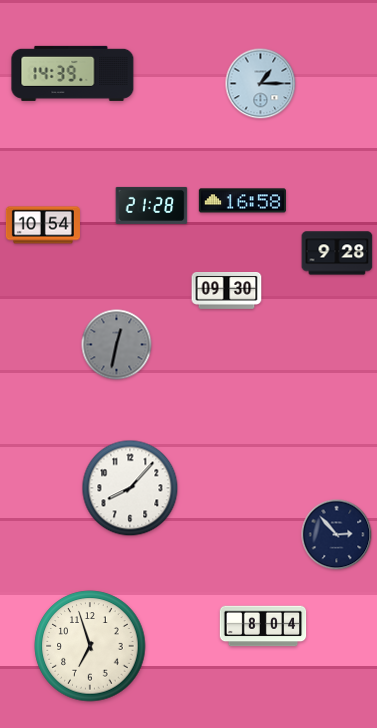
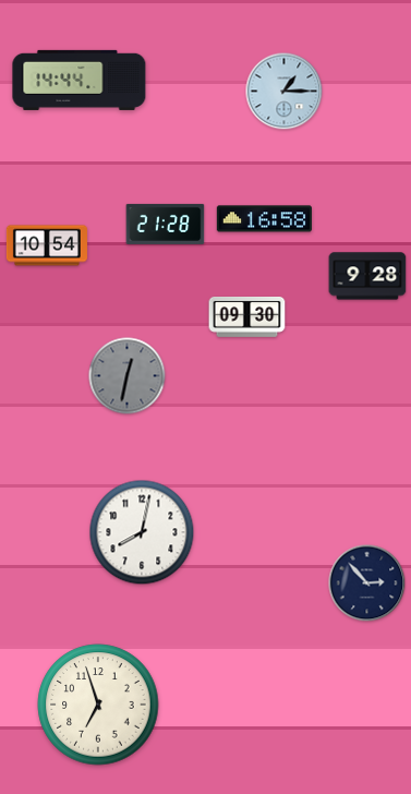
clock at (73, 73): 14:39 -> 14:44
clock at (130, 488): 8:07 -> 8:02
clock at (263, 626): 8:04 -> none
